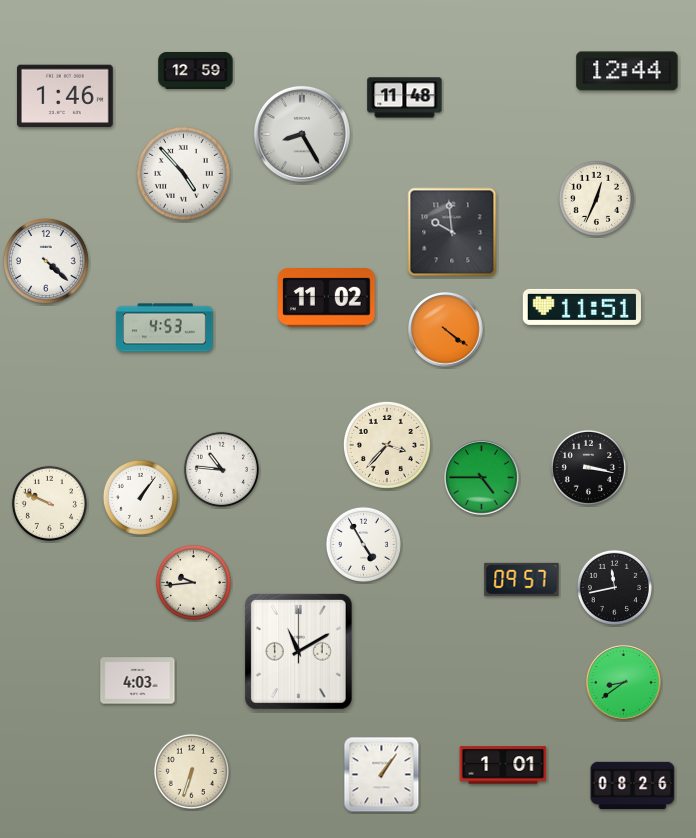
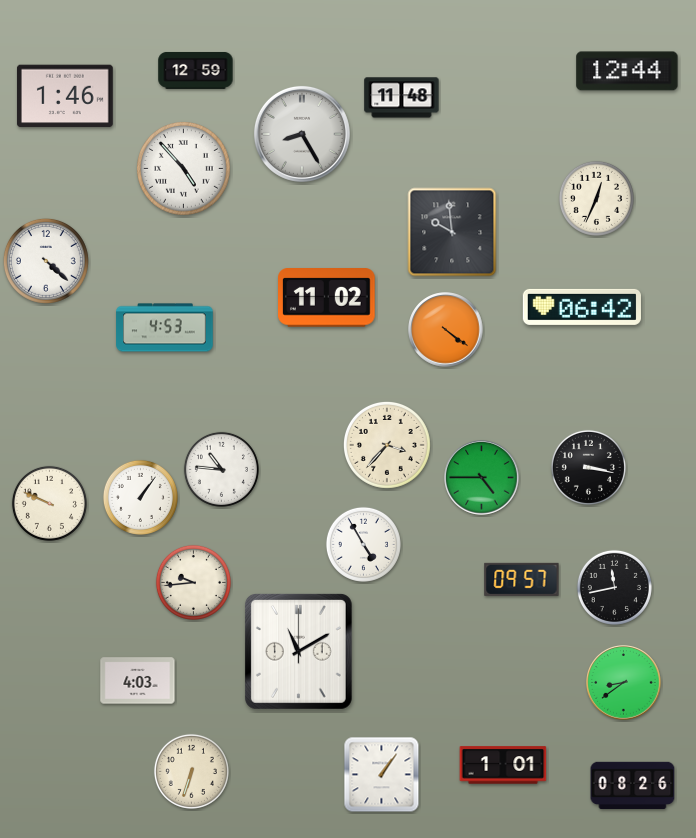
clock at (405, 98) position: (405, 98) -> (402, 98)
clock at (184, 174) position: (184, 174) -> (184, 169)
clock at (582, 307): 11:51 -> 06:42
